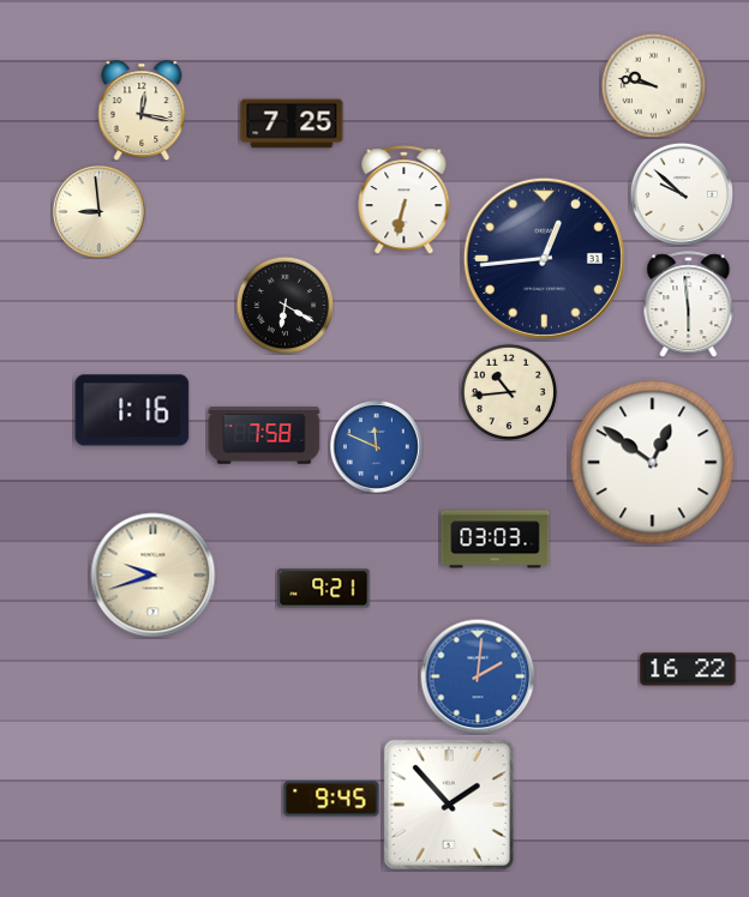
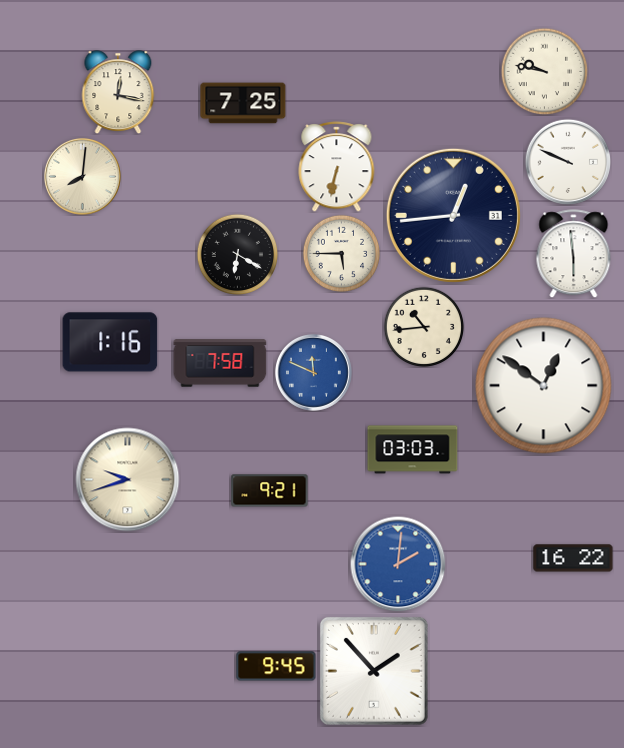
clock at (681, 193): 9:52 -> 9:49
clock at (98, 211): 8:59 -> 8:01
clock at (341, 253): none -> 5:45
